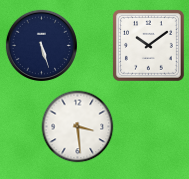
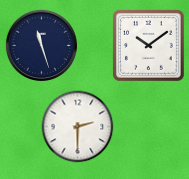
clock at (41, 45): 5:27 -> 11:27
clock at (78, 127): 3:29 -> 2:30
